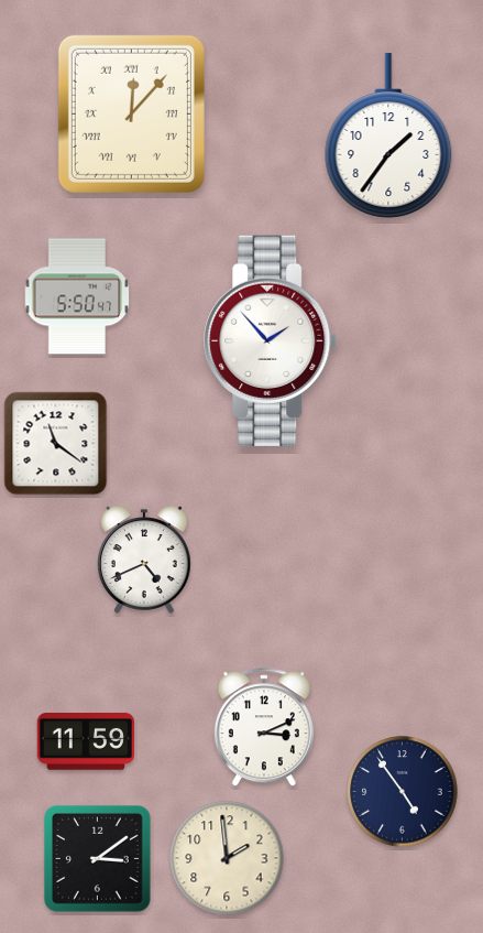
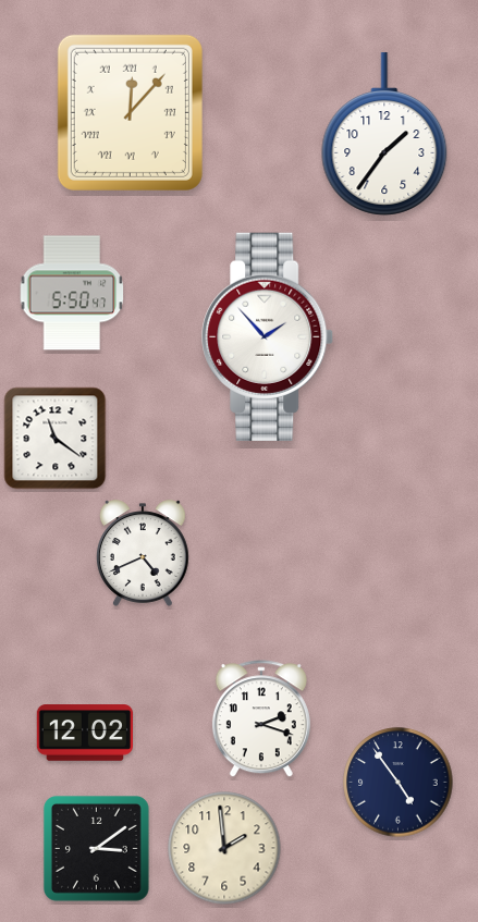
clock at (77, 296) position: (77, 296) -> (72, 293)
clock at (264, 728): 3:11 -> 2:18
clock at (85, 741): 11:59 -> 12:02
